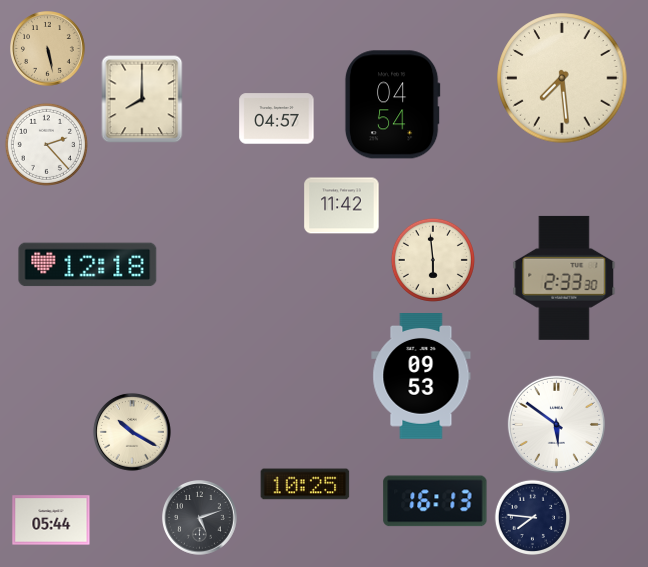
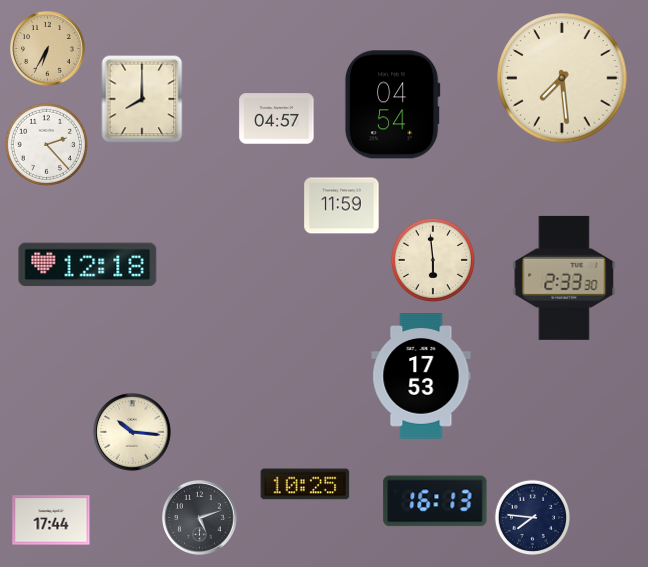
clock at (48, 49): 5:28 -> 6:35
clock at (342, 206): 11:42 -> 11:59
clock at (421, 377): 09:53 -> 17:53
clock at (556, 424): 5:51 -> none
clock at (132, 432): 10:20 -> 10:16
clock at (51, 520): 05:44 -> 17:44
